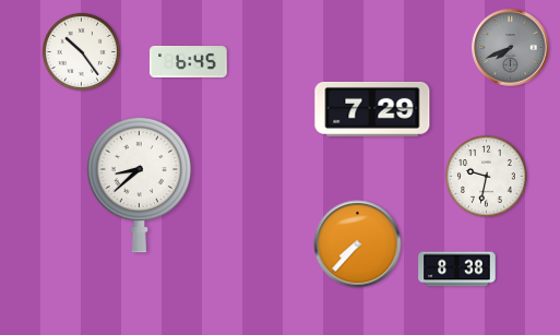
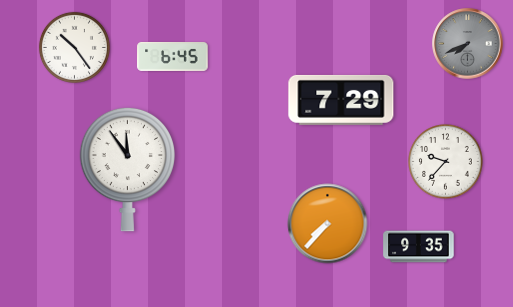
clock at (487, 177): 9:32 -> 9:37
clock at (139, 184): 8:38 -> 11:54
clock at (457, 270): 8:38 -> 9:35
